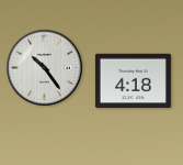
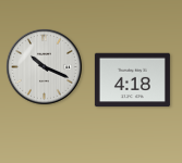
clock at (44, 67): 10:24 -> 10:19
